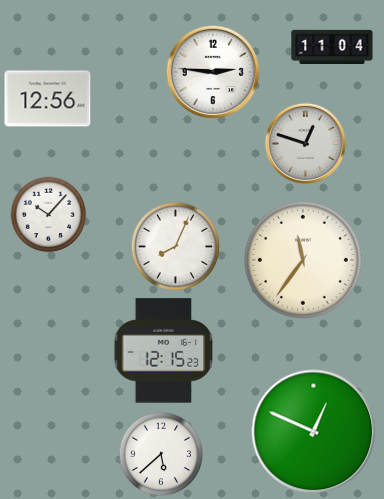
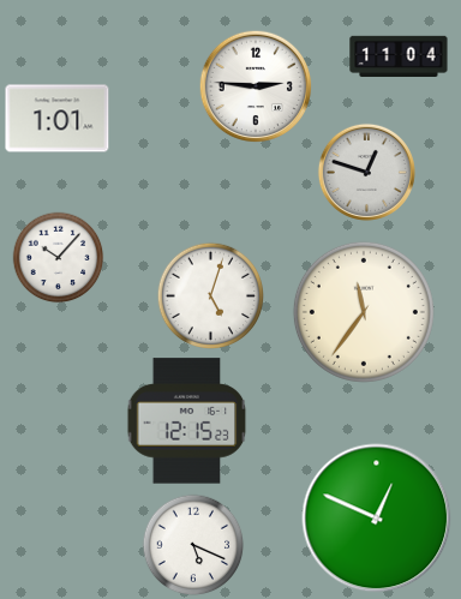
clock at (48, 99): 12:56 -> 1:01
clock at (175, 246): 8:04 -> 5:03
clock at (164, 351) position: (164, 351) -> (187, 421)
clock at (161, 454): 5:38 -> 5:19
